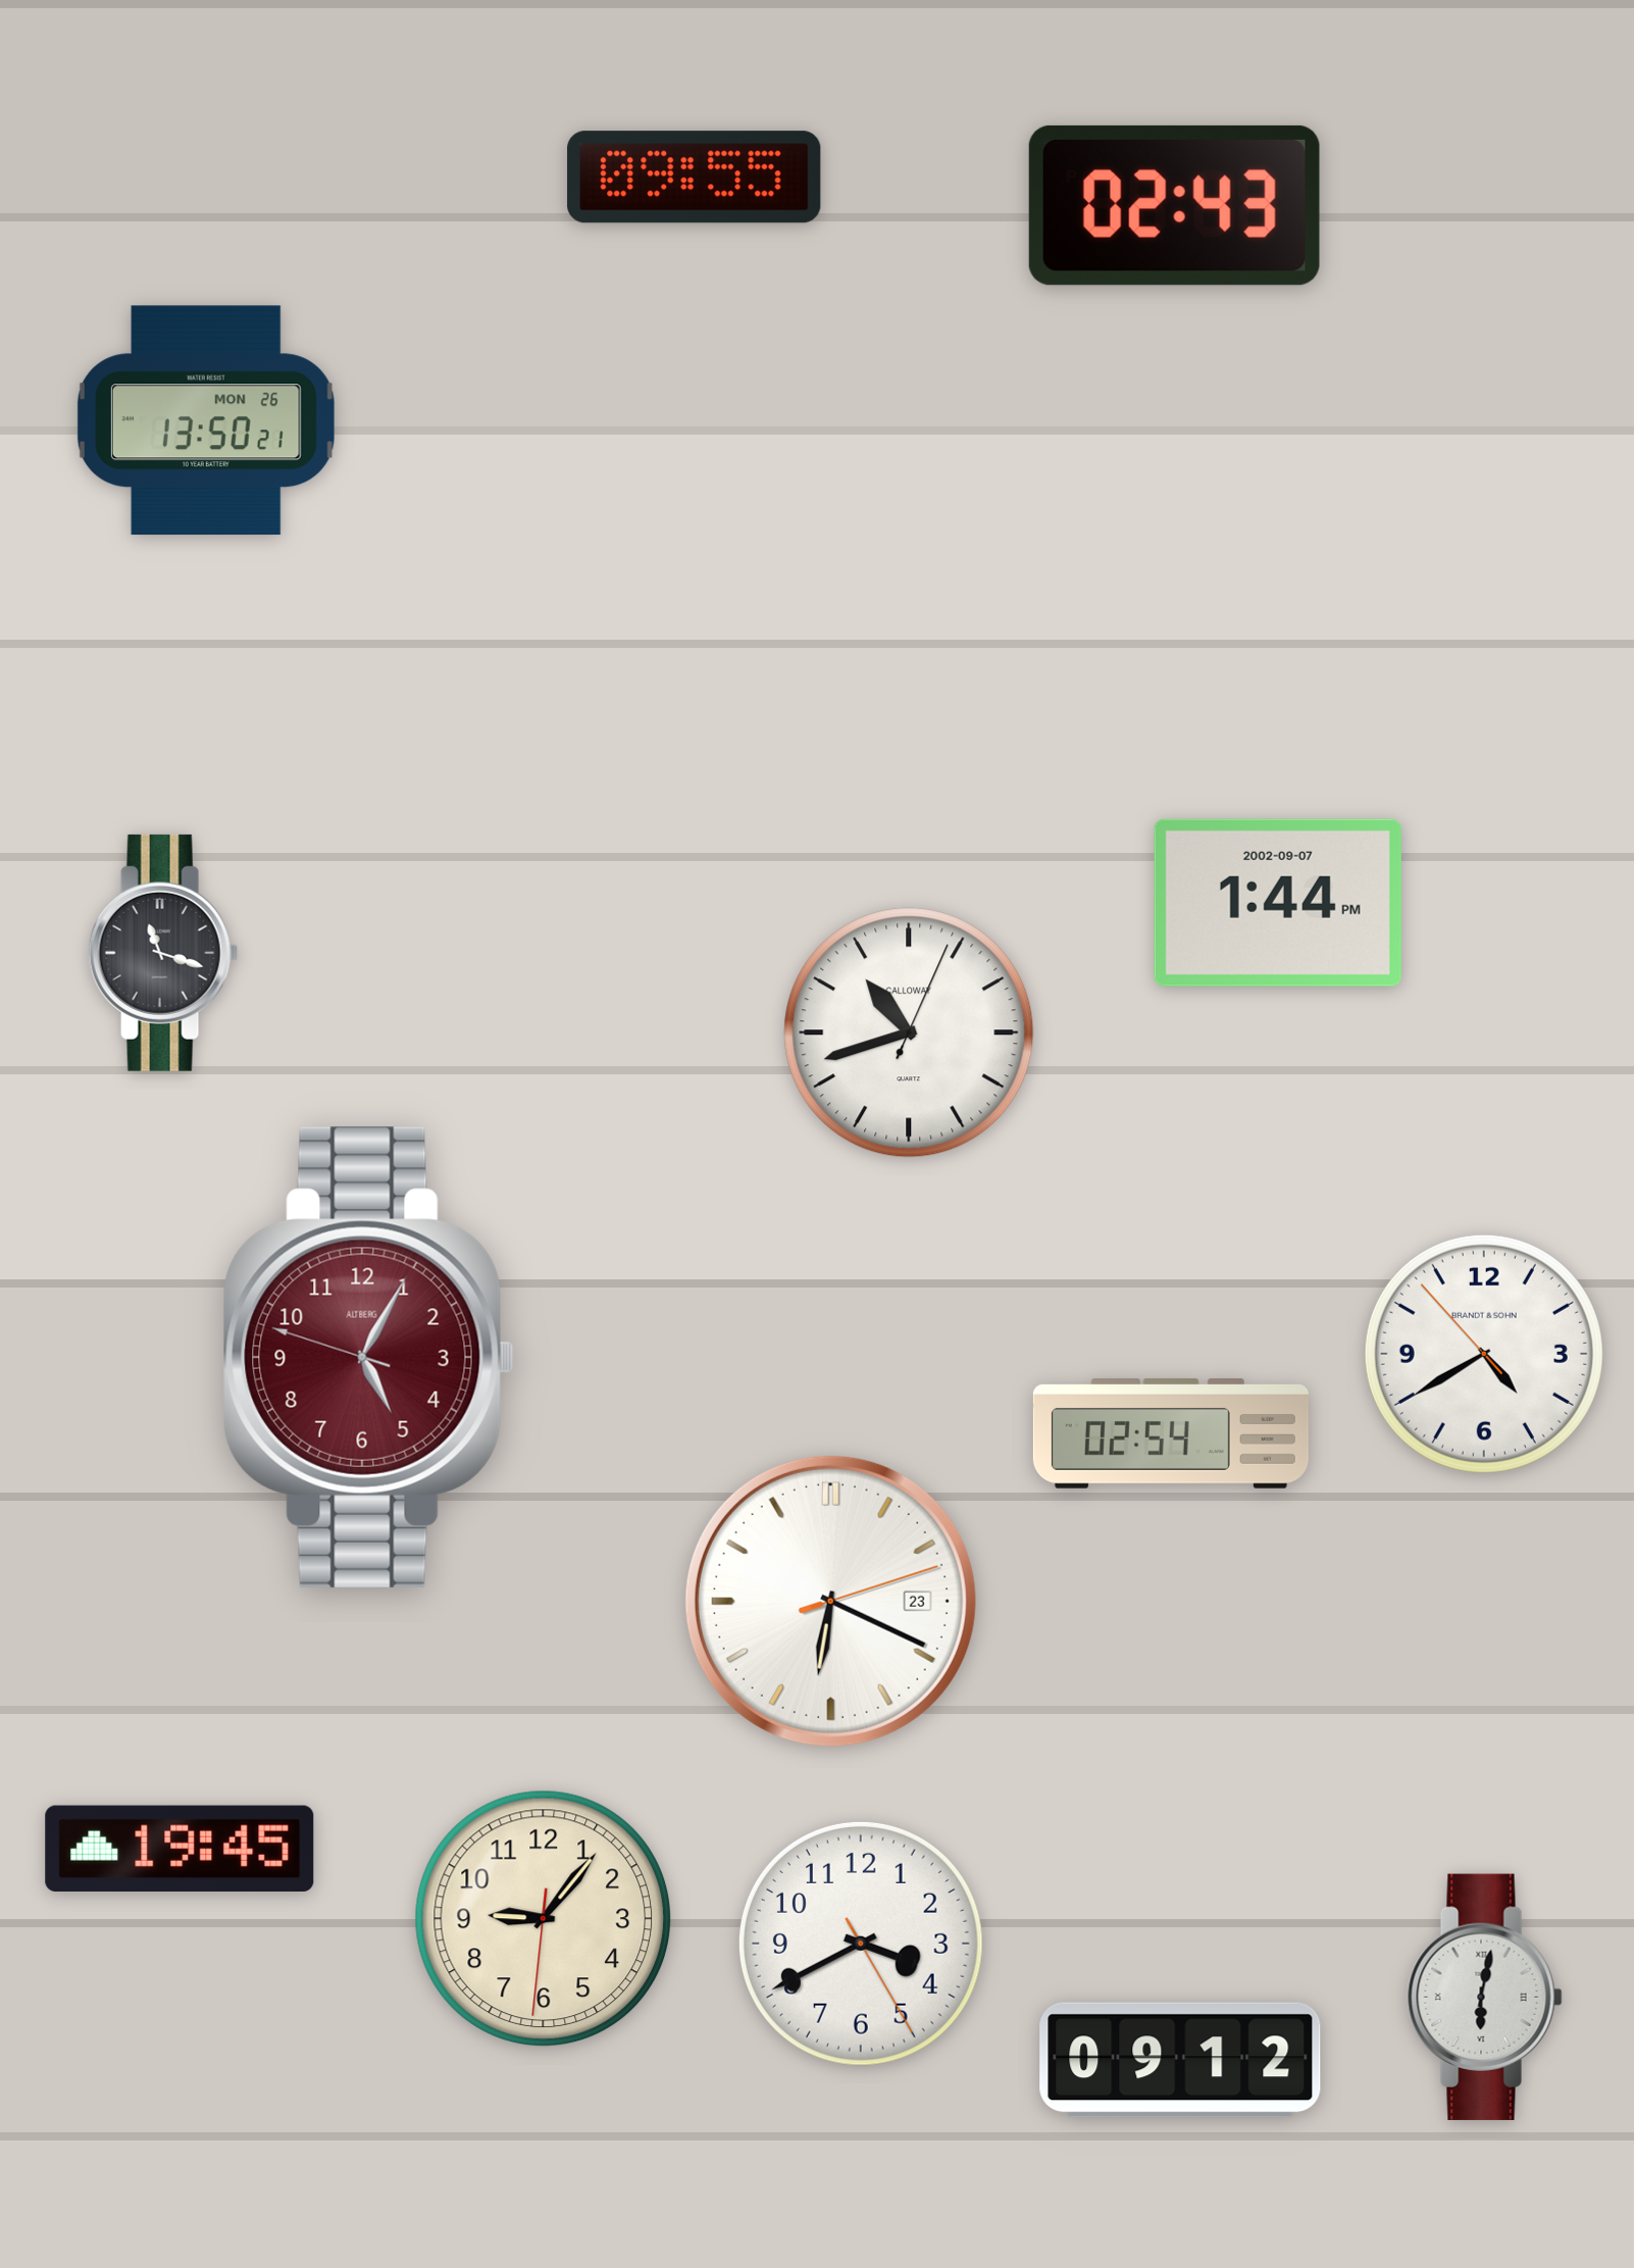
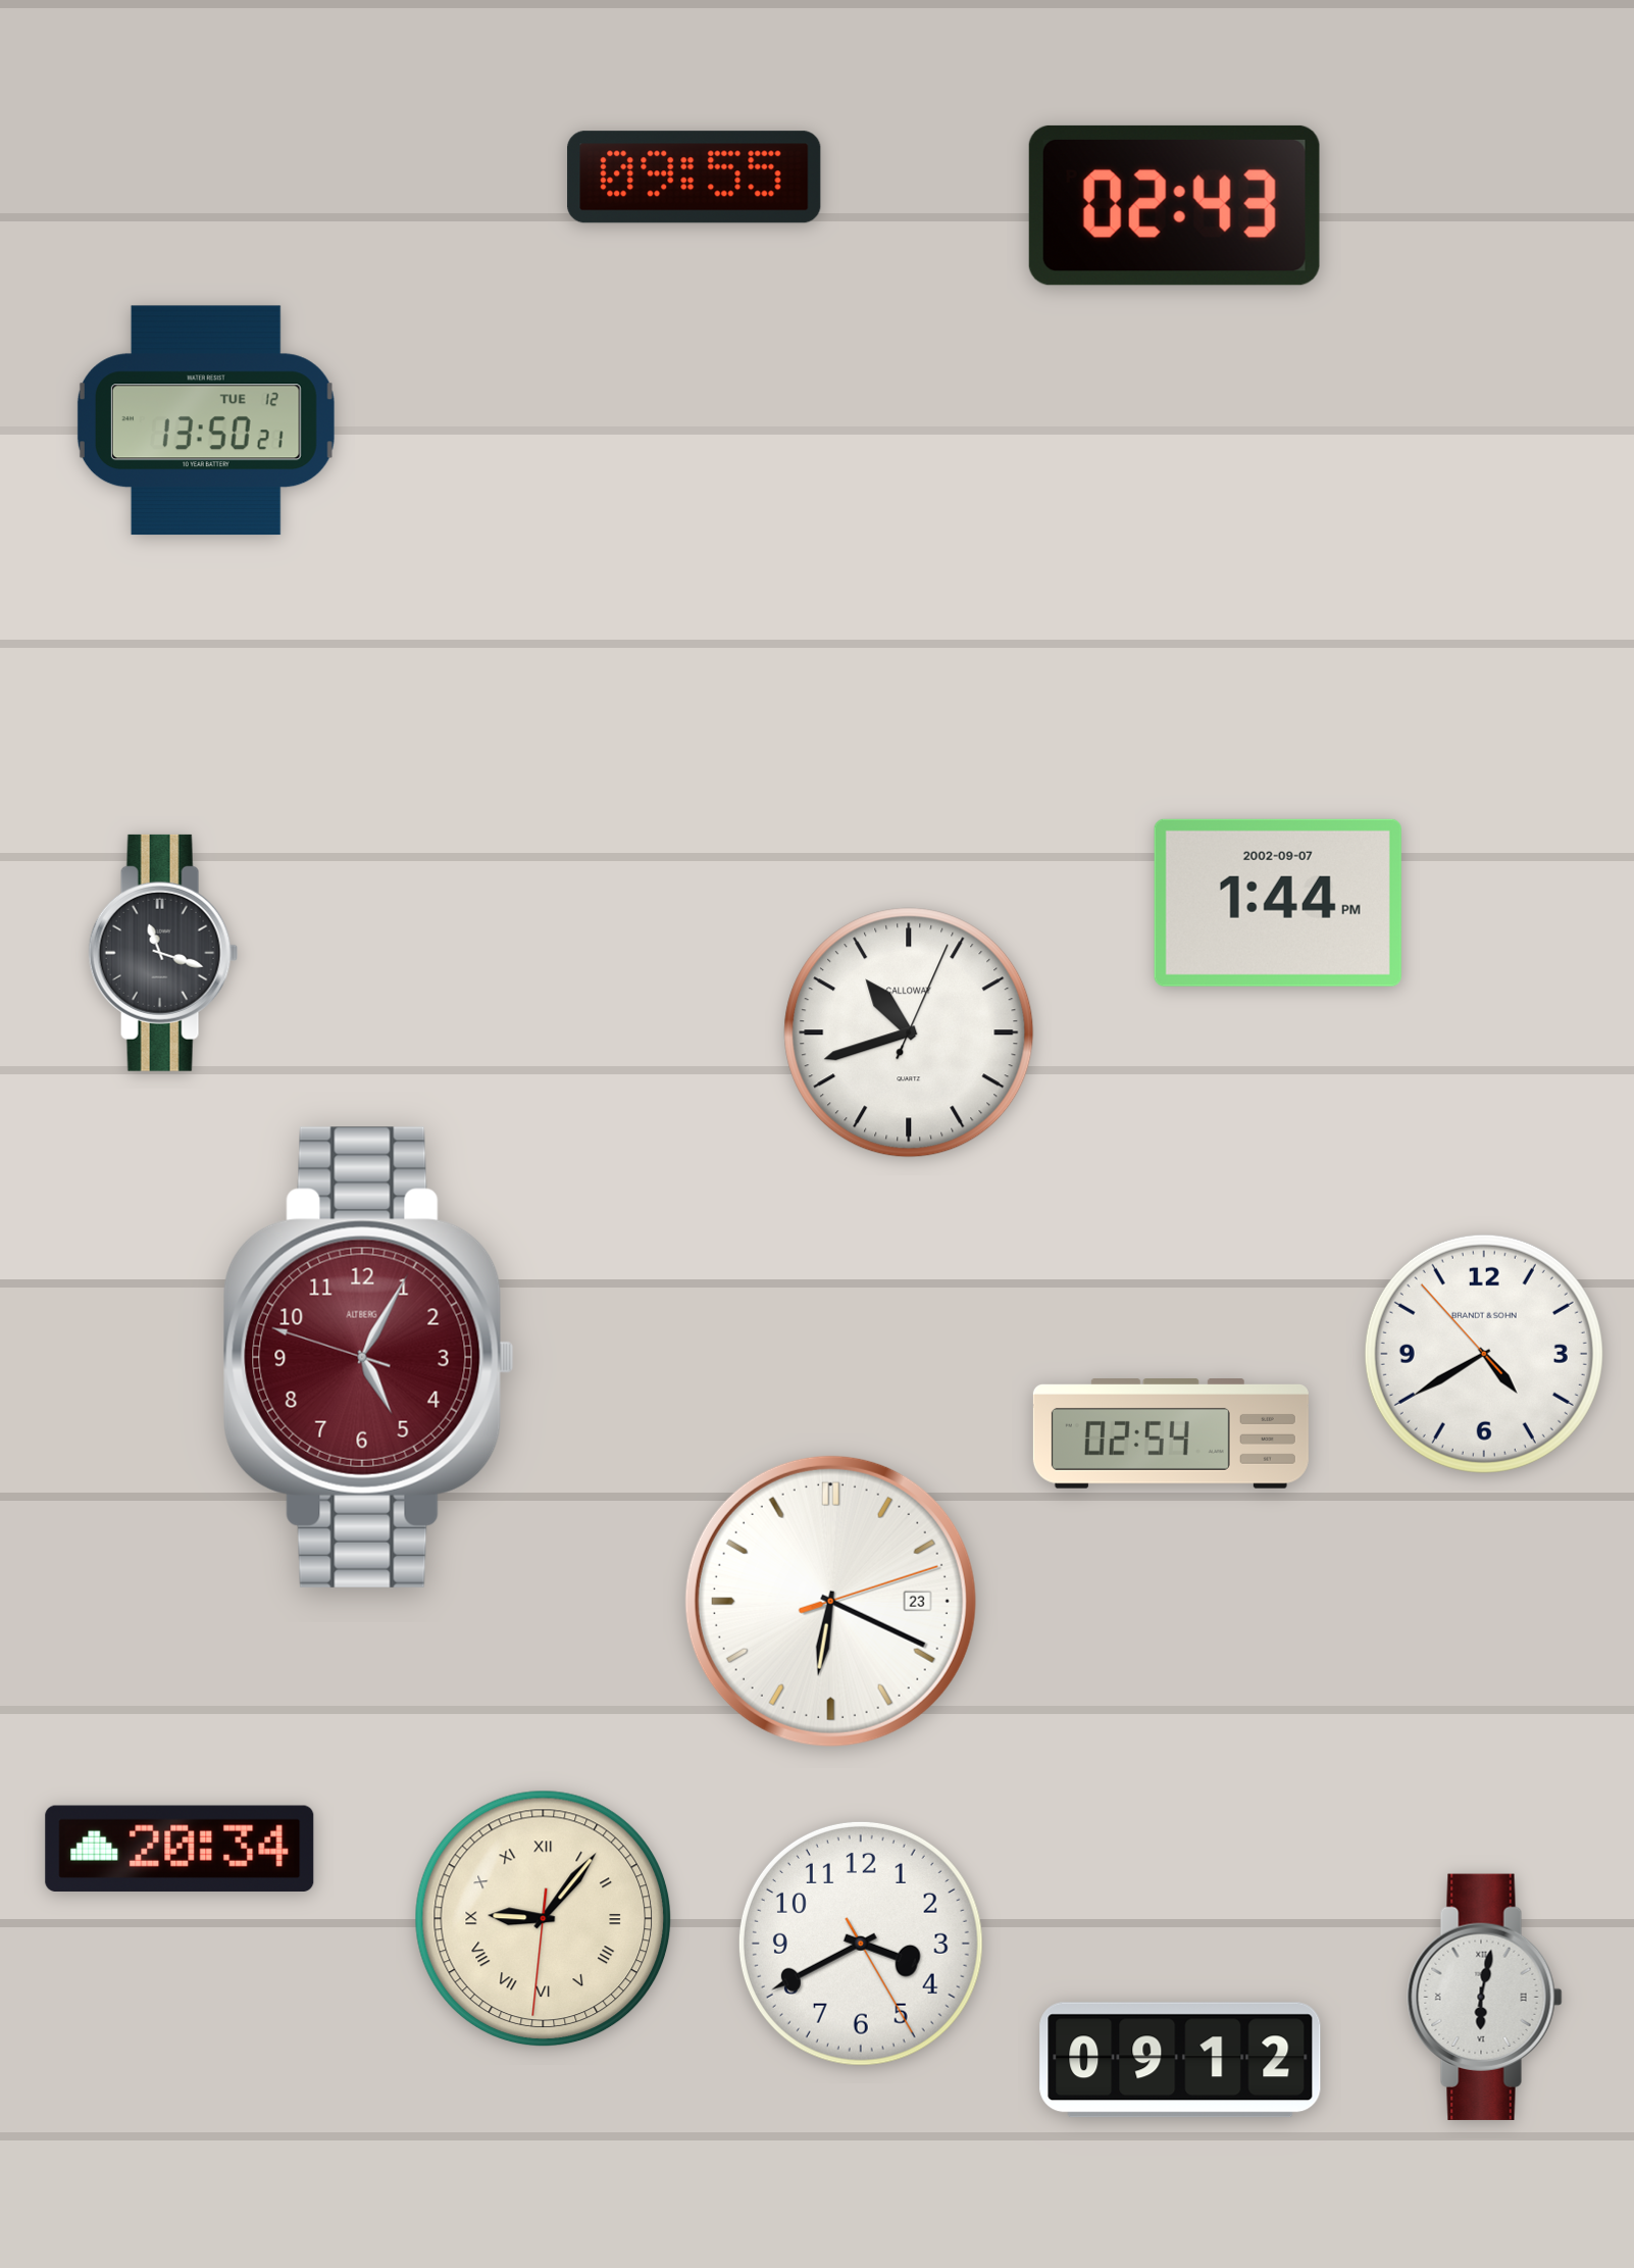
clock at (206, 420) date: MON 26 -> TUE 12
clock at (180, 1849): 19:45 -> 20:34
clock at (544, 1919) numerals: Arabic -> Roman
